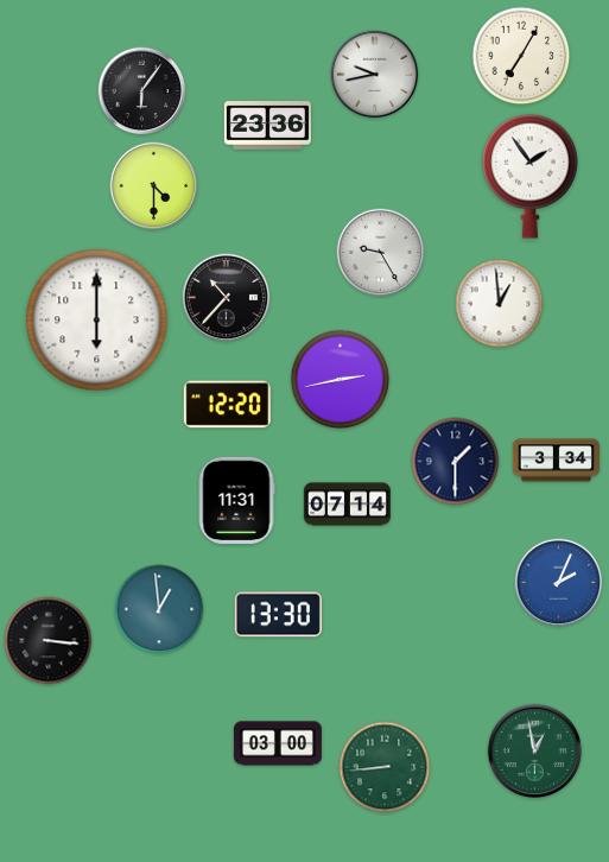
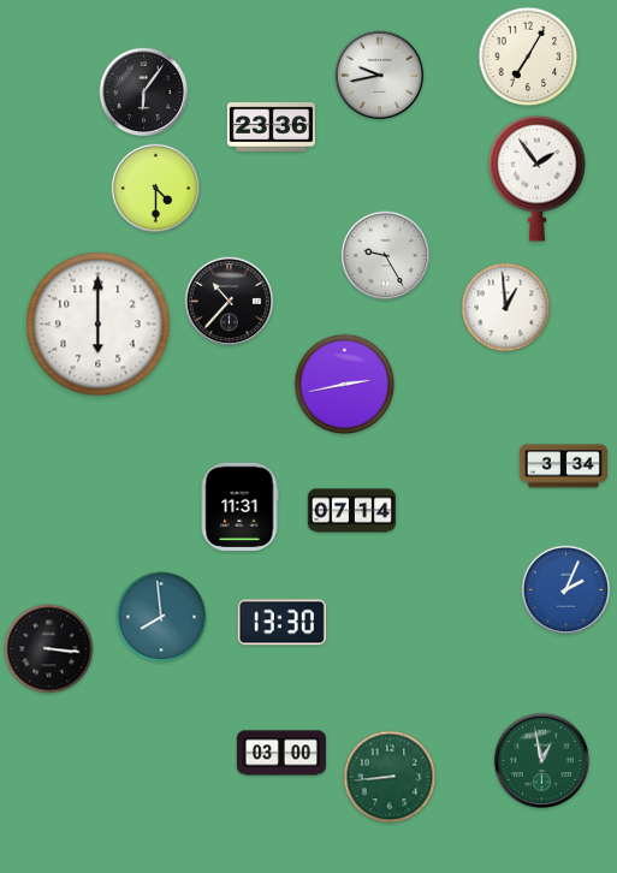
clock at (227, 405): 12:20 -> none
clock at (456, 462): 1:30 -> none
clock at (159, 609): 12:59 -> 7:59
